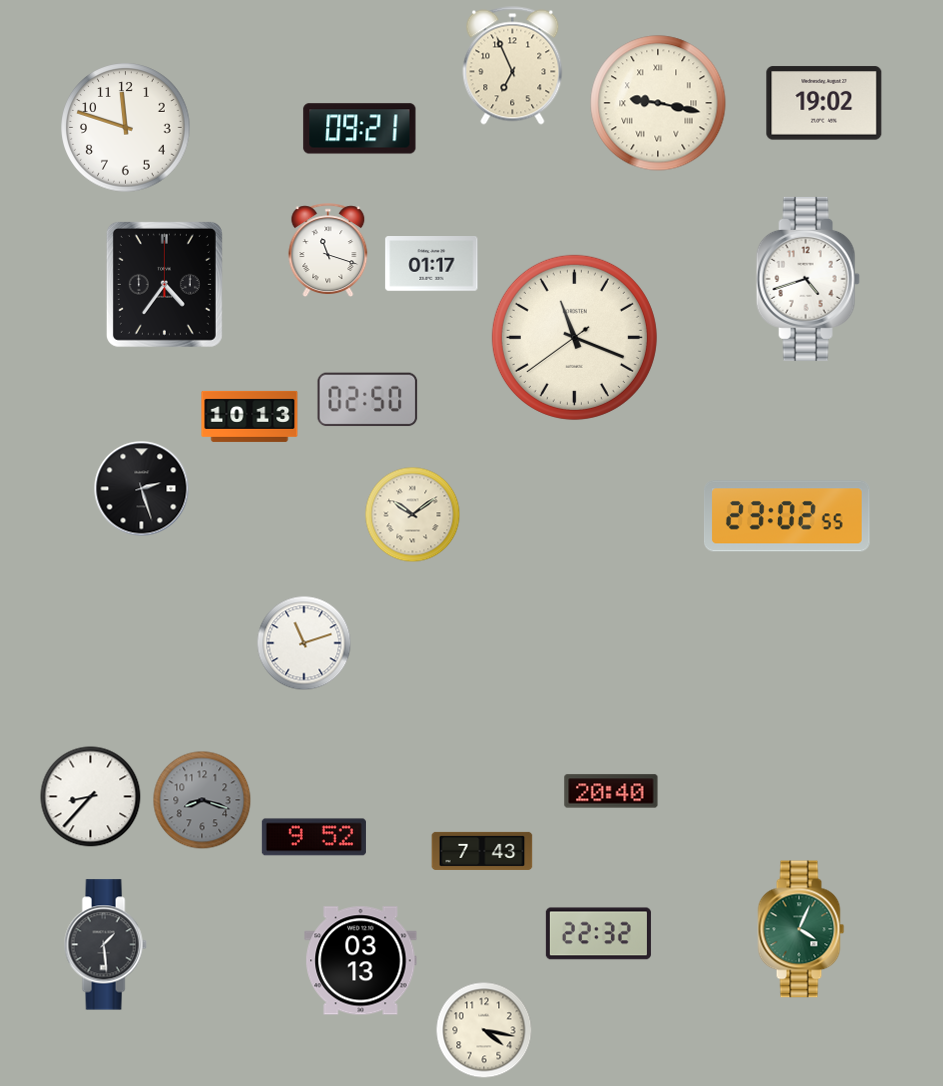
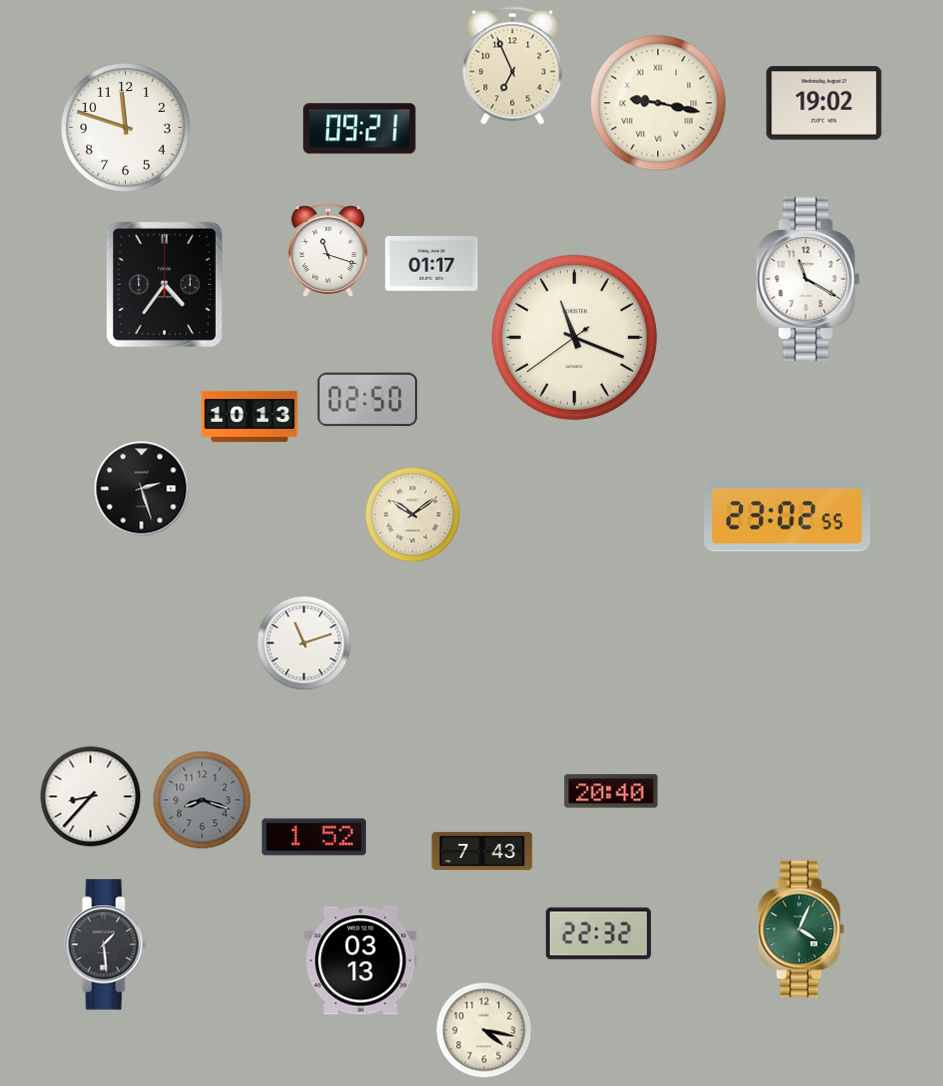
clock at (808, 279): 4:42 -> 11:20
clock at (314, 837): 9:52 -> 1:52
